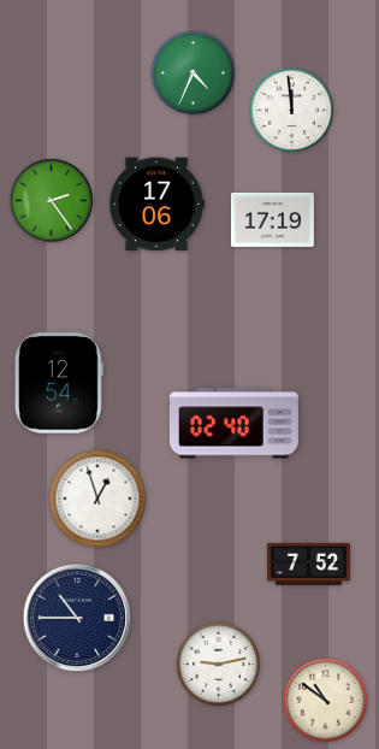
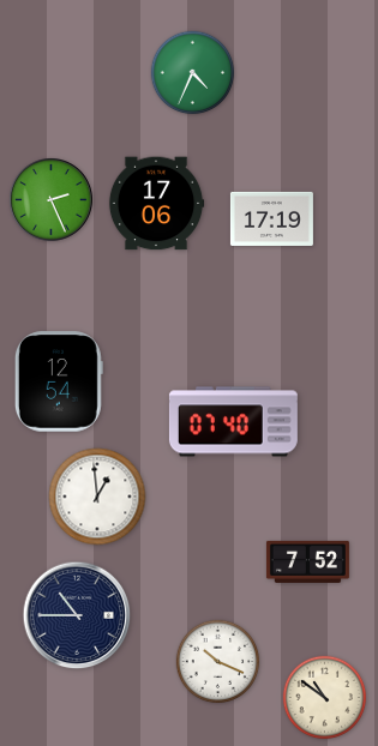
clock at (292, 111): 11:59 -> none
clock at (52, 201): 2:24 -> 2:26
clock at (233, 424): 02:40 -> 07:40
clock at (97, 499): 12:57 -> 12:59
clock at (219, 665): 9:13 -> 10:19
